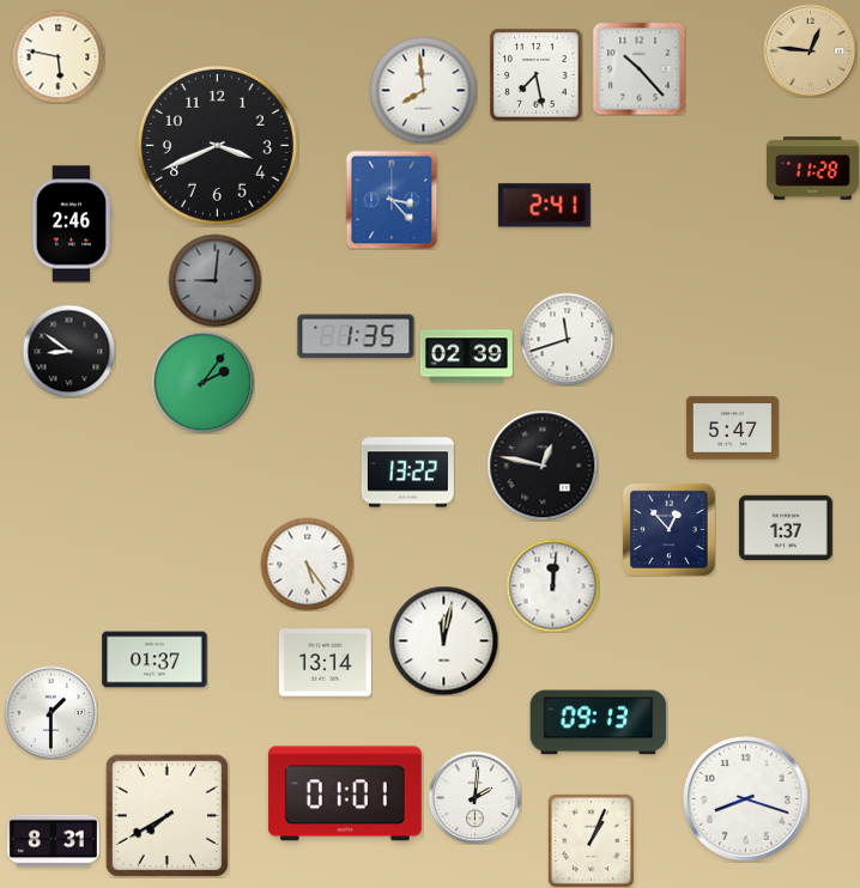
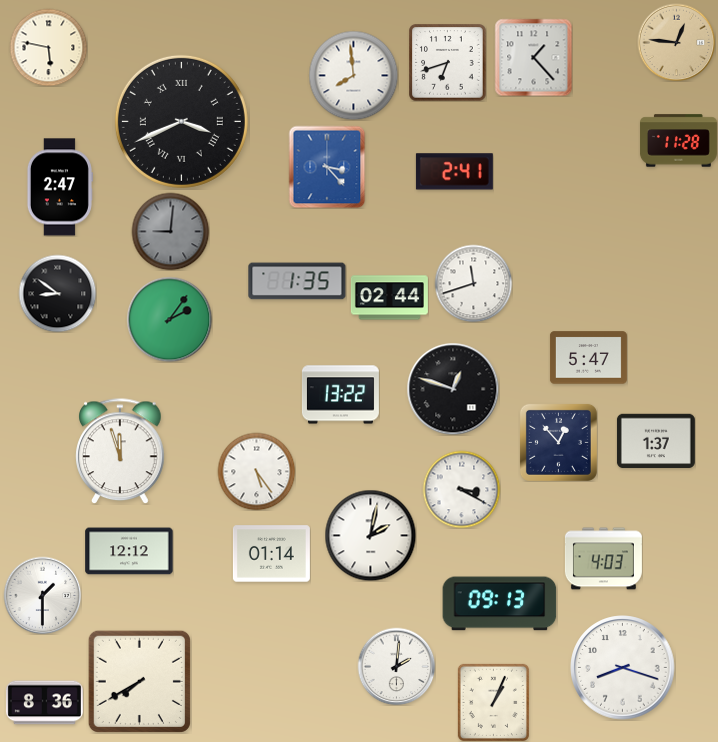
clock at (638, 68): 10:23 -> 1:23
clock at (535, 75): 7:28 -> 6:42
clock at (217, 145) numerals: Arabic -> Roman
clock at (71, 224): 2:46 -> 2:47
clock at (214, 280) position: (214, 280) -> (170, 231)
clock at (466, 357): 02:39 -> 02:44
clock at (732, 428) position: (732, 428) -> (588, 358)
clock at (543, 466): 12:47 -> 12:48
clock at (120, 451): none -> 11:57
clock at (552, 585): 12:01 -> 3:20
clock at (443, 640): 12:02 -> 2:02
clock at (155, 659): 01:37 -> 12:12
clock at (325, 663): 13:14 -> 01:14
clock at (603, 559): none -> 4:03
clock at (345, 793): 01:01 -> none
clock at (53, 841): 8:31 -> 8:36
